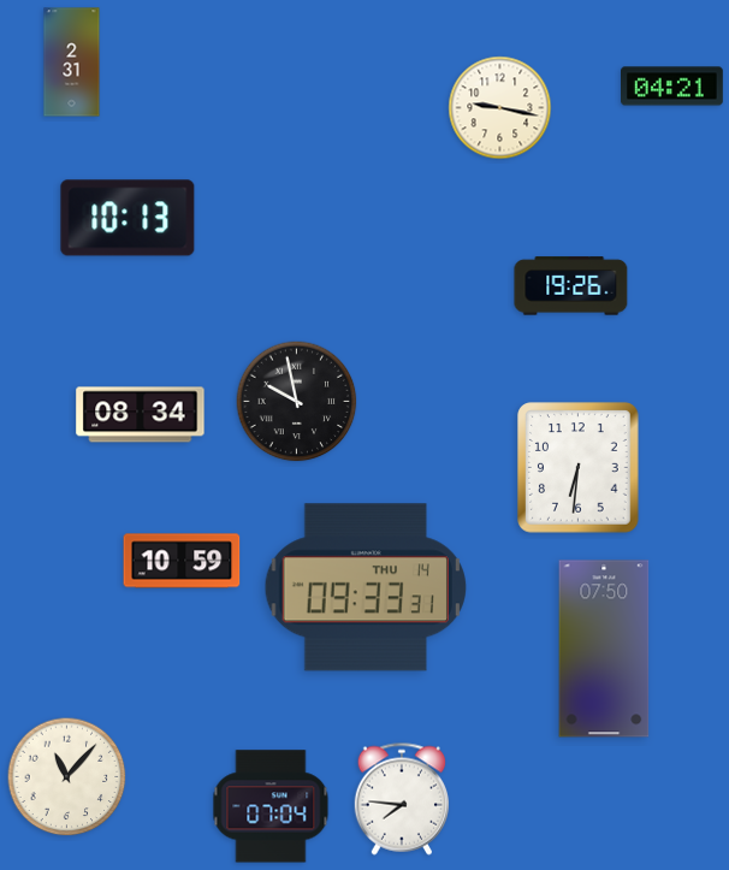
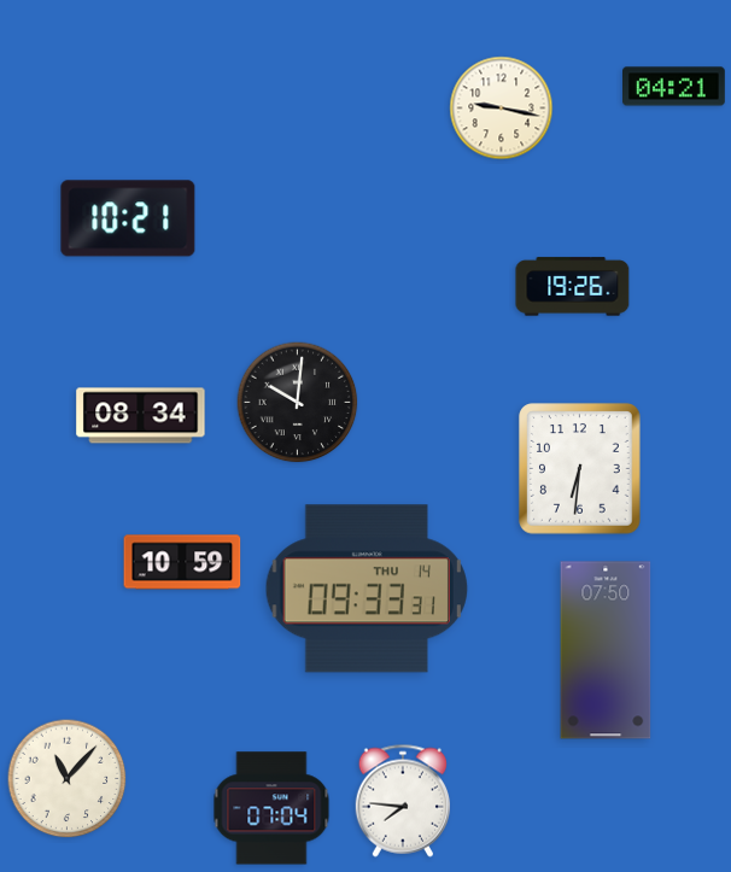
clock at (72, 63): 2:31 -> none
clock at (128, 218): 10:13 -> 10:21
clock at (297, 402): 9:58 -> 10:01
